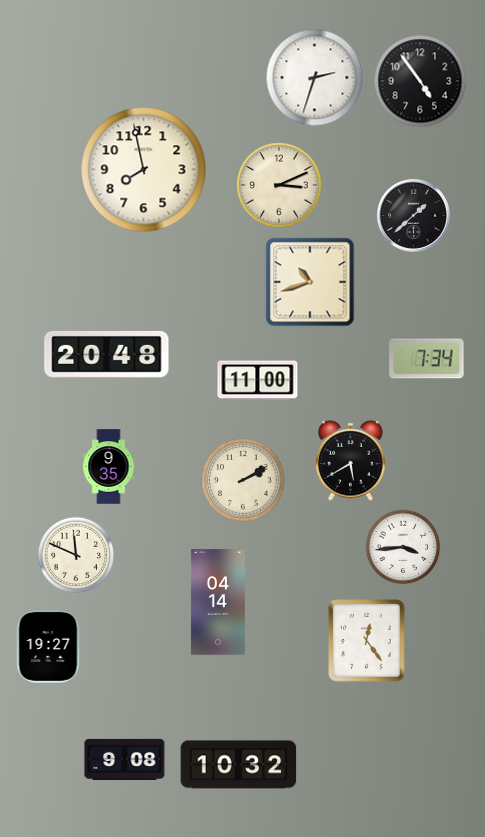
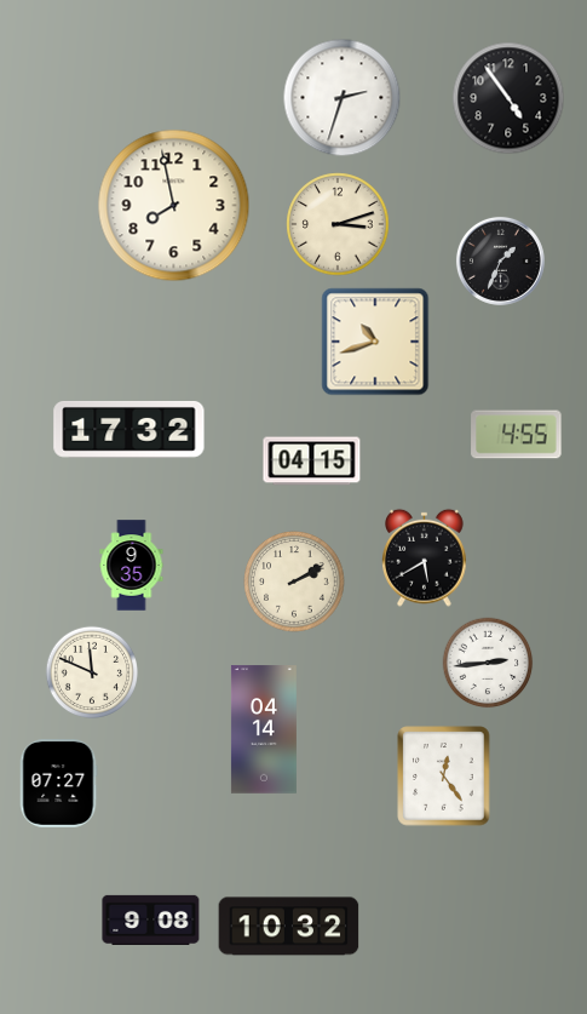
clock at (315, 78) position: (315, 78) -> (343, 98)
clock at (279, 185): 3:11 -> 3:12
clock at (413, 215): 1:38 -> 1:34
clock at (107, 354): 20:48 -> 17:32
clock at (427, 359): 7:34 -> 4:55
clock at (258, 381): 11:00 -> 04:15
clock at (403, 547): 3:44 -> 2:44
clock at (48, 647): 19:27 -> 07:27
